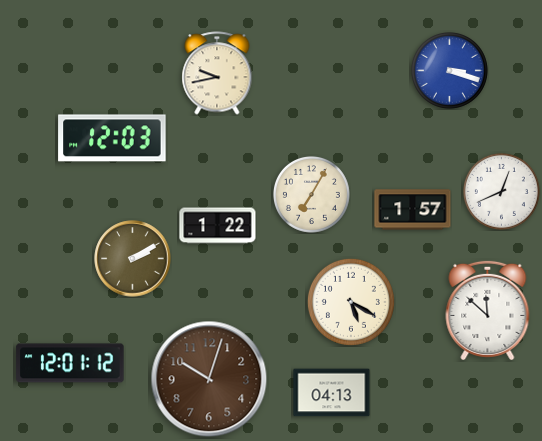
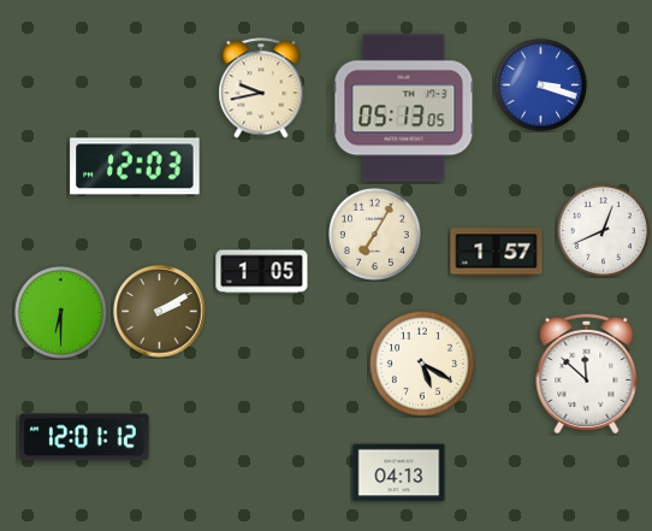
clock at (404, 108): none -> 05:13
clock at (218, 226): 1:22 -> 1:05
clock at (60, 312): none -> 6:30
clock at (209, 379): 10:03 -> none
